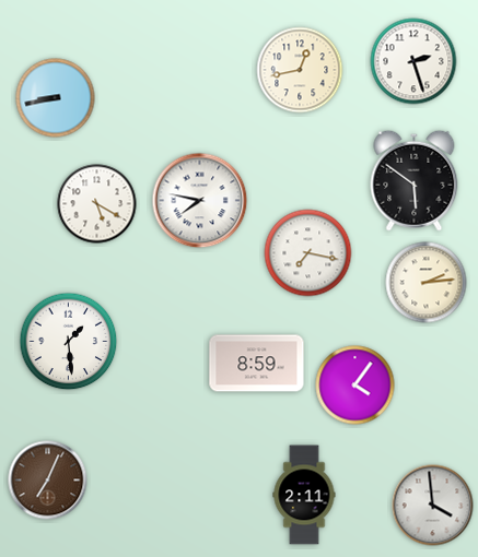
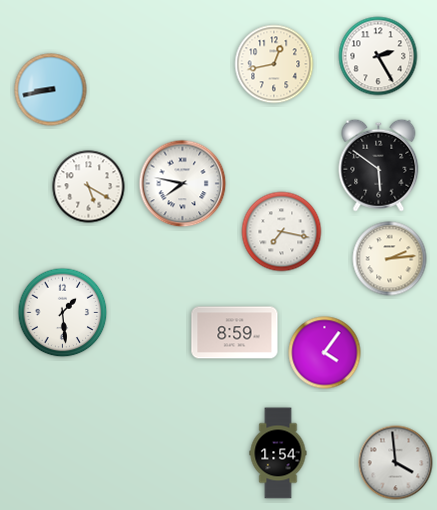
clock at (413, 61): 2:27 -> 2:25
clock at (48, 481): 7:04 -> none
clock at (304, 495): 2:11 -> 1:54
